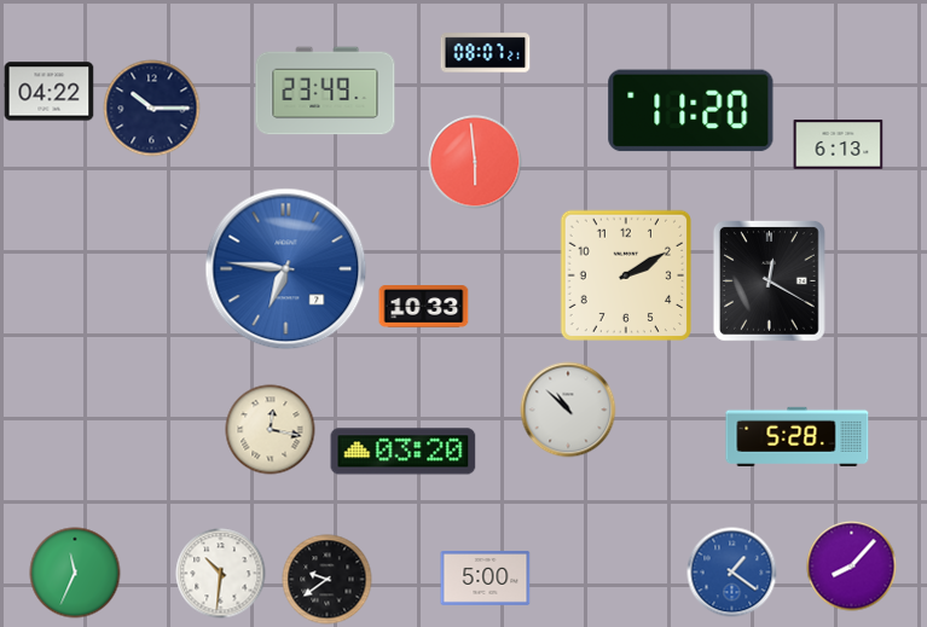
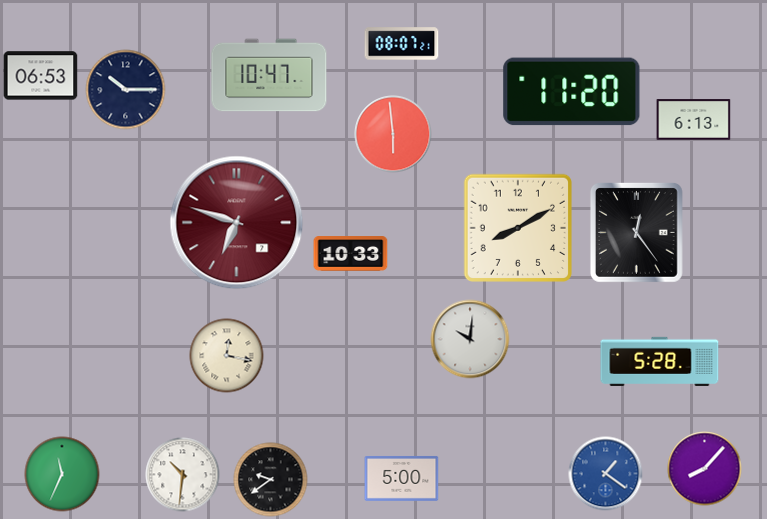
clock at (325, 91): 23:49 -> 10:47
clock at (50, 92): 04:22 -> 06:53
clock at (286, 269): 6:46 -> 6:48
clock at (286, 269) dial: blue -> burgundy
clock at (625, 274): 2:10 -> 8:10
clock at (769, 281): 12:20 -> 12:24
clock at (568, 410): 10:52 -> 10:01
clock at (271, 430) position: (271, 430) -> (227, 356)
clock at (404, 452): 03:20 -> none
